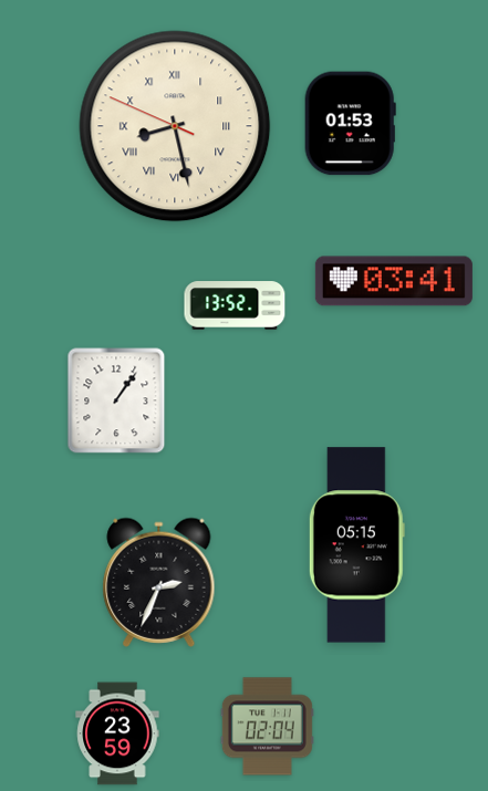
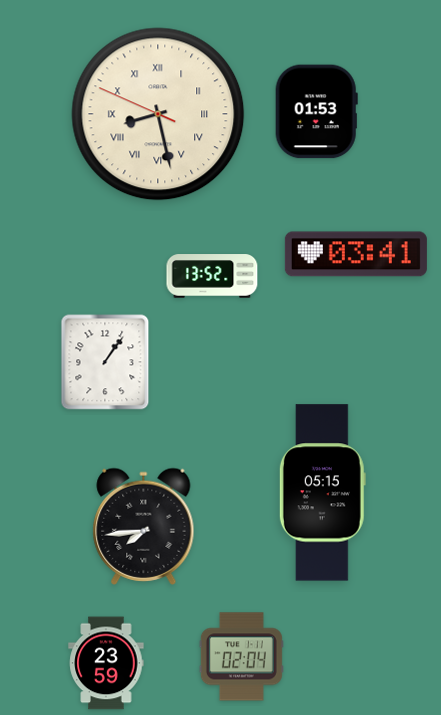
clock at (159, 582): 2:34 -> 7:44
